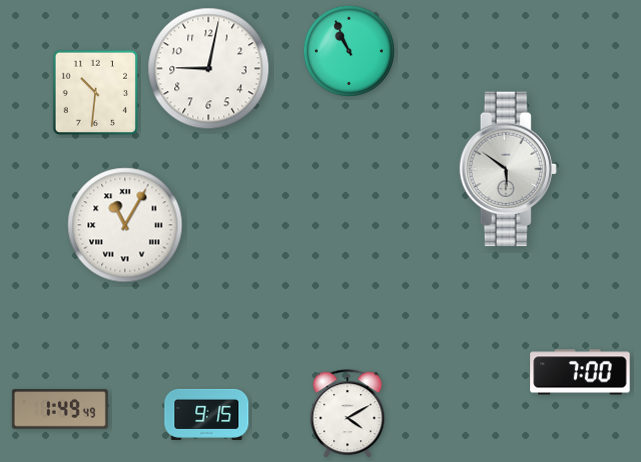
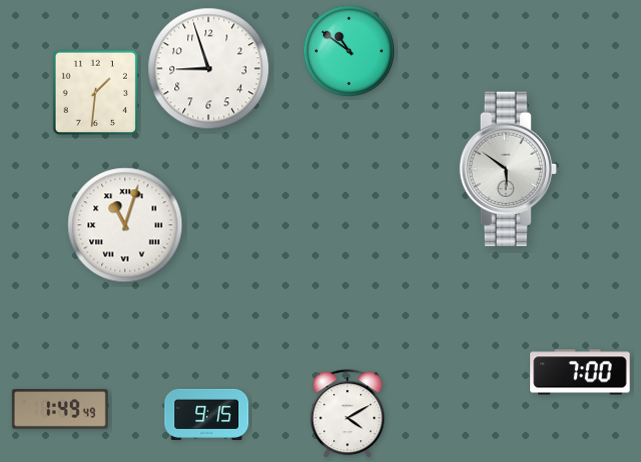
clock at (349, 51): 10:56 -> 10:51
clock at (209, 69): 9:02 -> 8:57
clock at (95, 92): 10:31 -> 1:31
clock at (125, 225): 11:05 -> 11:03
